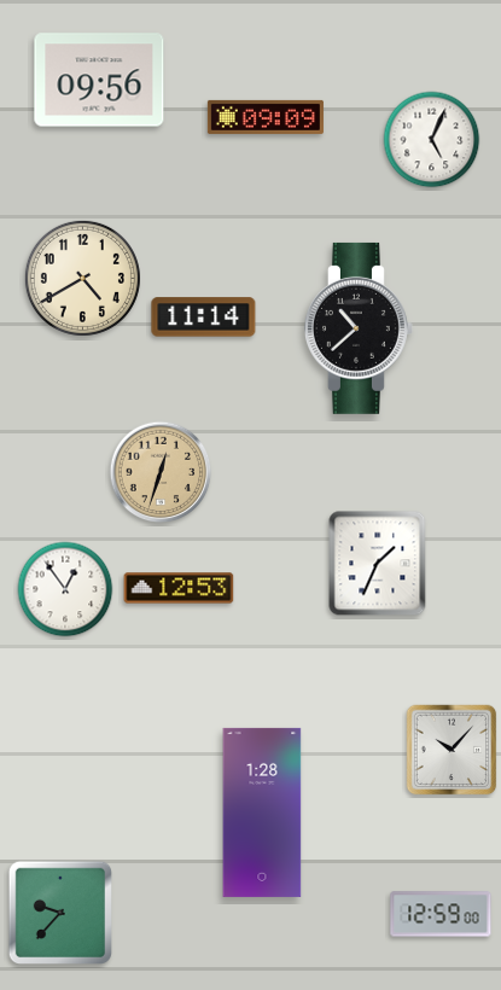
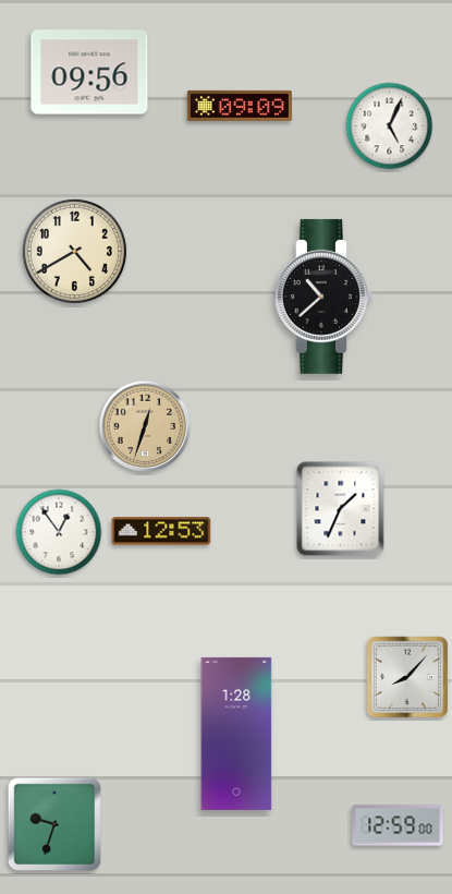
clock at (204, 318): 11:14 -> none
clock at (452, 750): 10:07 -> 8:07
clock at (59, 912): 9:37 -> 9:33
